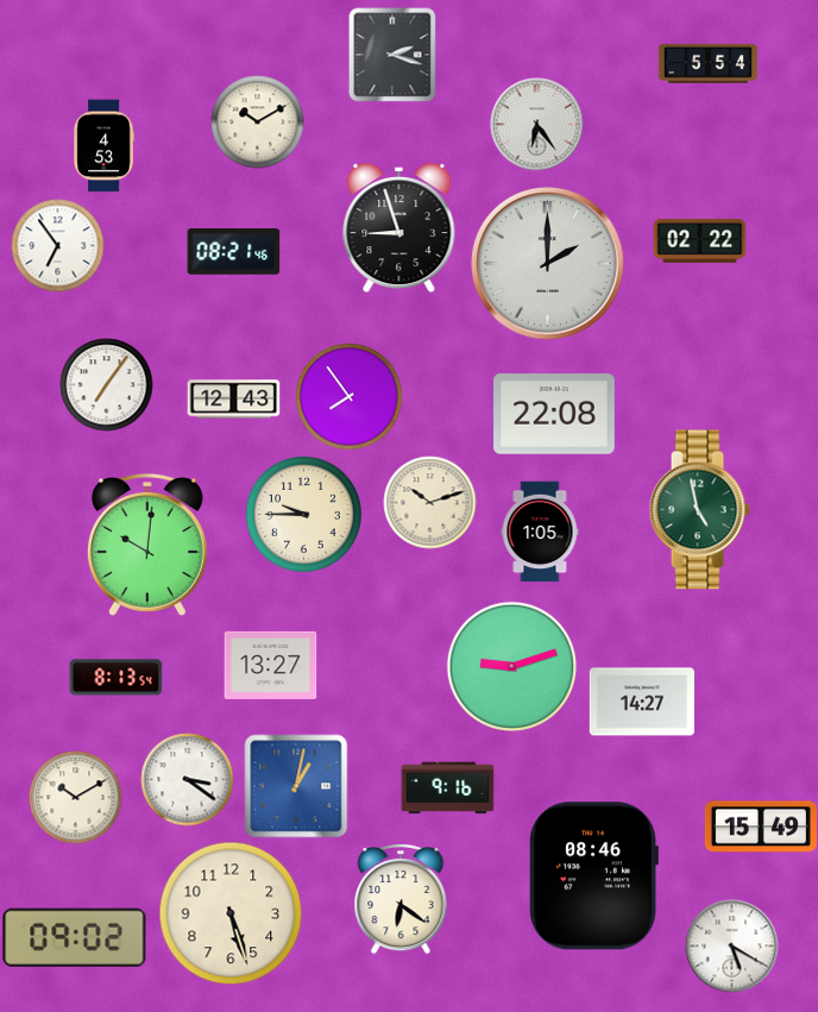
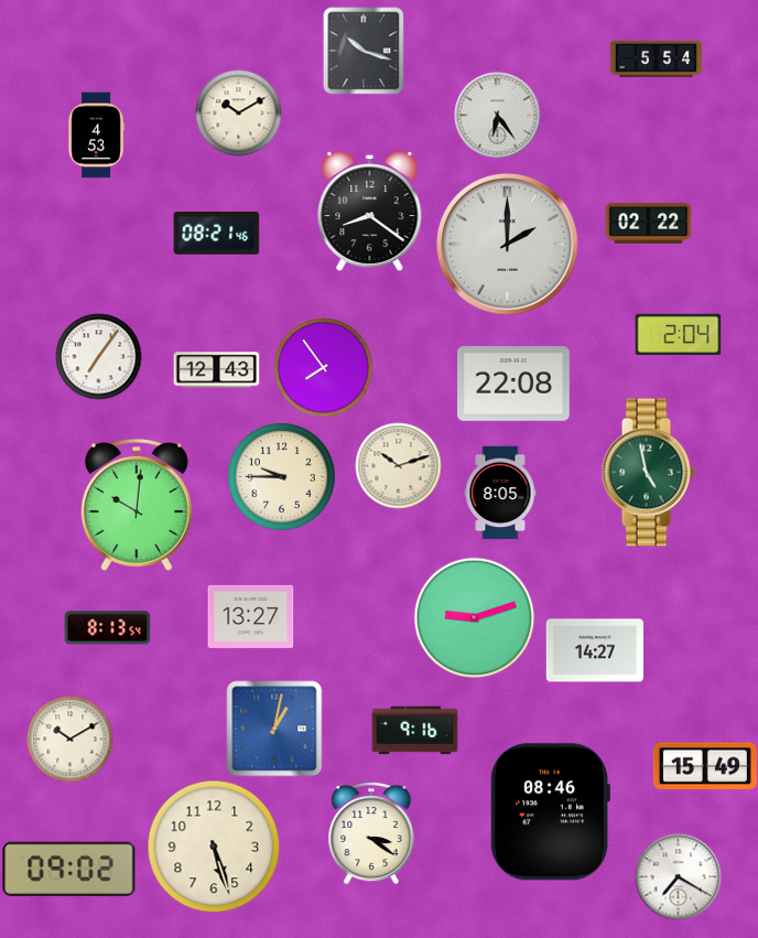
clock at (392, 55): 2:18 -> 10:18
clock at (399, 228): 8:57 -> 8:21
clock at (57, 245): 6:54 -> none
clock at (678, 335): none -> 2:04
clock at (540, 532): 1:05 -> 8:05
clock at (187, 779): 3:21 -> none
clock at (401, 899): 6:21 -> 3:21
clock at (731, 945): 5:20 -> 7:20
